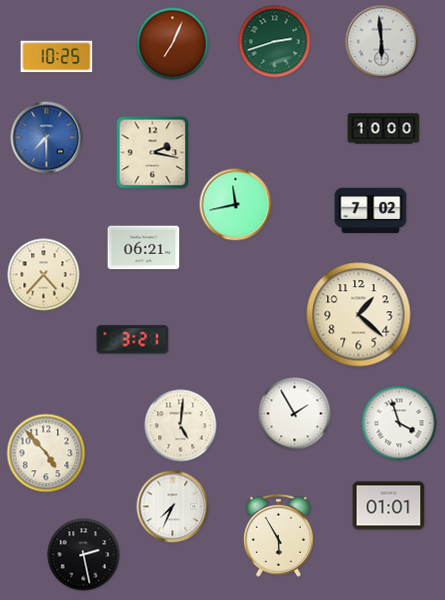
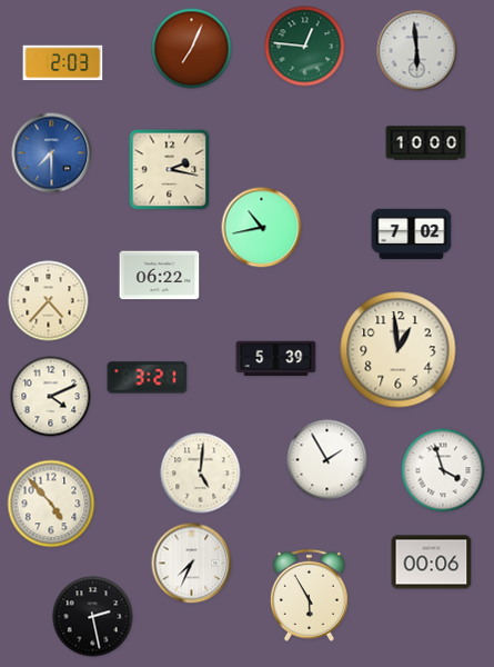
clock at (275, 42): 2:42 -> 12:46
clock at (382, 42) position: (382, 42) -> (417, 51)
clock at (57, 57): 10:25 -> 2:03
clock at (236, 205): 11:43 -> 10:43
clock at (144, 248): 06:21 -> 06:22
clock at (44, 275) position: (44, 275) -> (49, 301)
clock at (359, 315): 1:22 -> 12:59
clock at (276, 359): none -> 5:39
clock at (51, 397): none -> 4:11
clock at (389, 506): 01:01 -> 00:06
